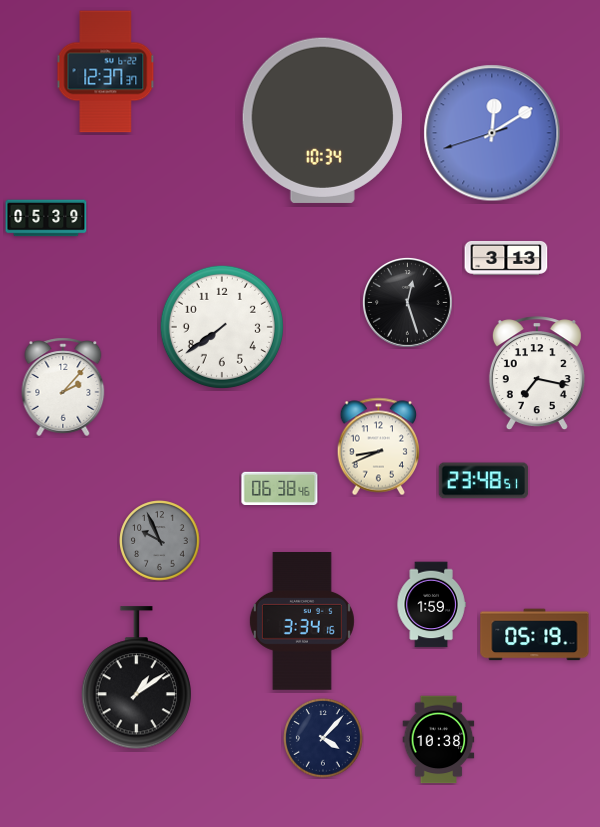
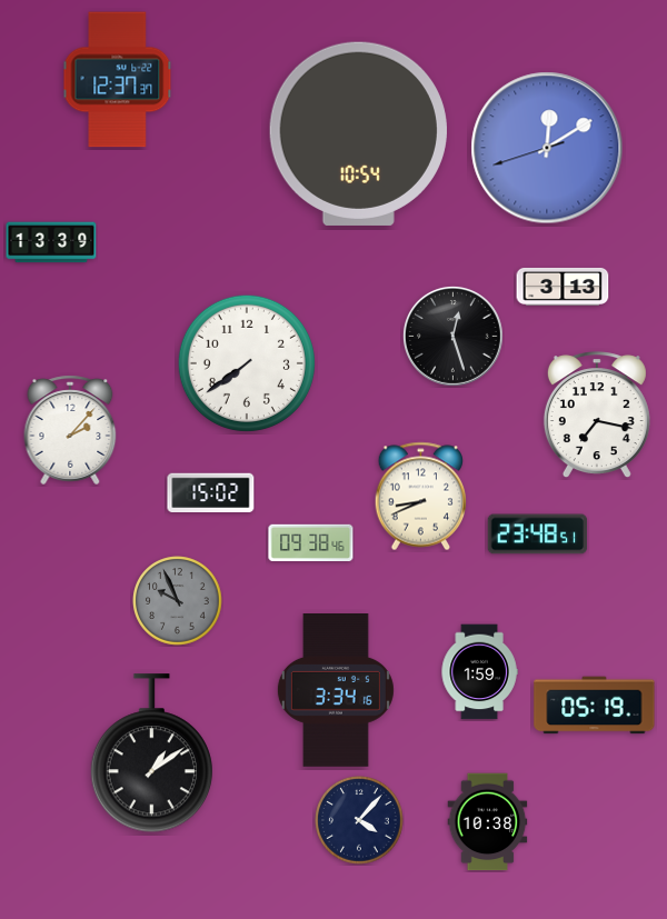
clock at (322, 120): 10:34 -> 10:54
clock at (46, 218): 05:39 -> 13:39
clock at (211, 493): none -> 15:02
clock at (280, 488): 06:38 -> 09:38
